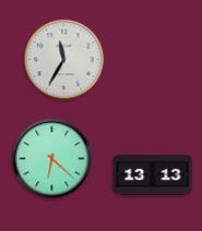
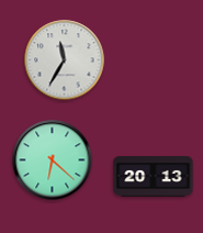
clock at (153, 175): 13:13 -> 20:13
